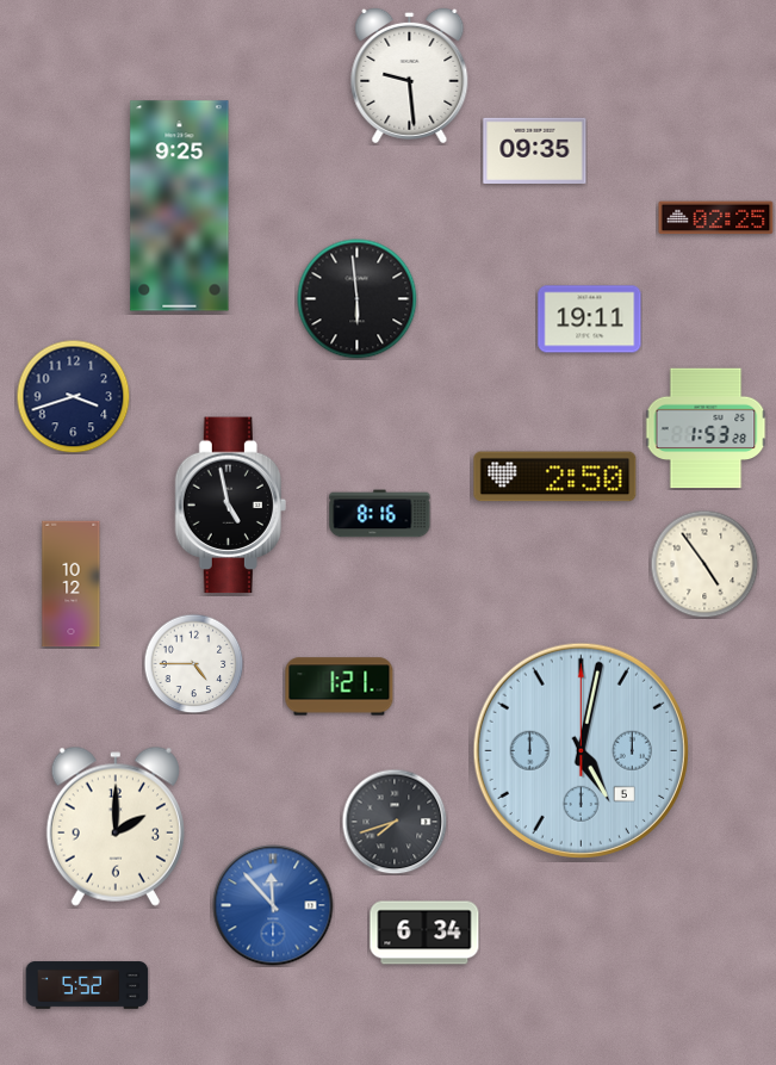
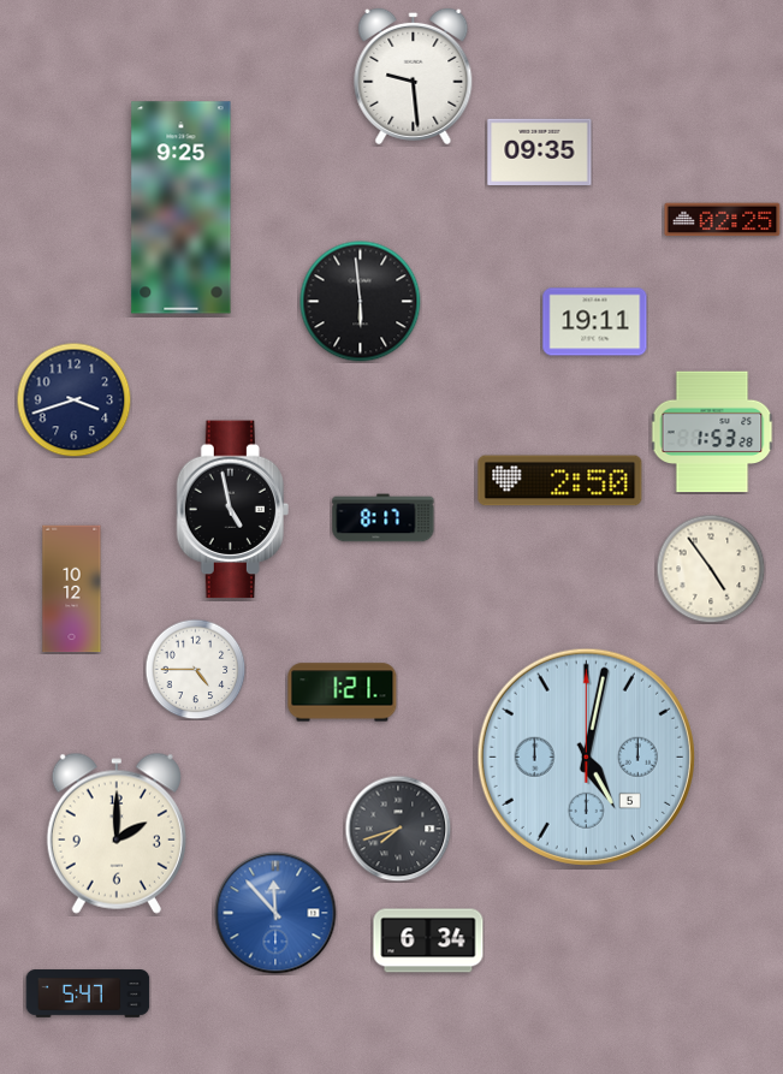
clock at (380, 514): 8:16 -> 8:17
clock at (87, 985): 5:52 -> 5:47
